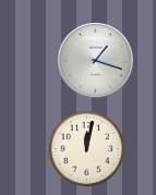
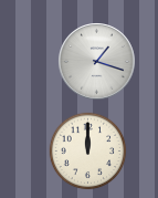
clock at (87, 149): 12:02 -> 12:00
